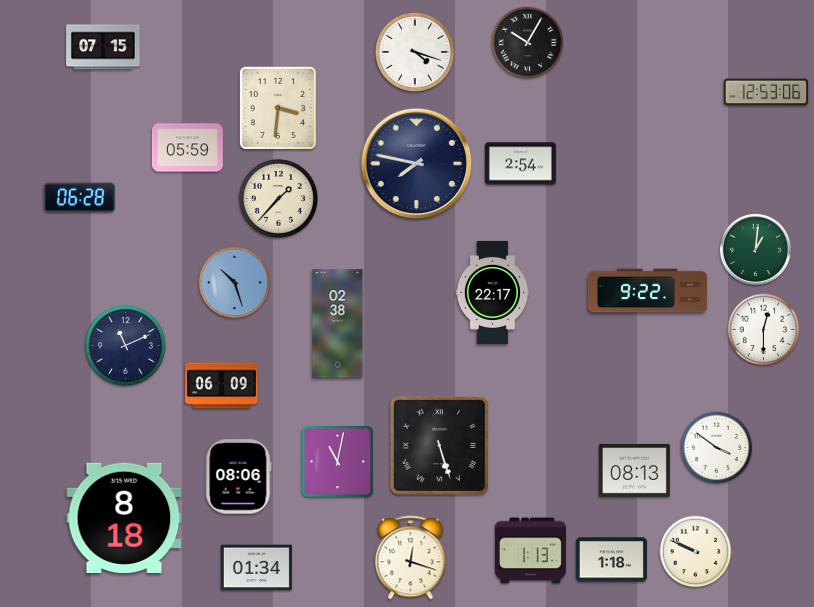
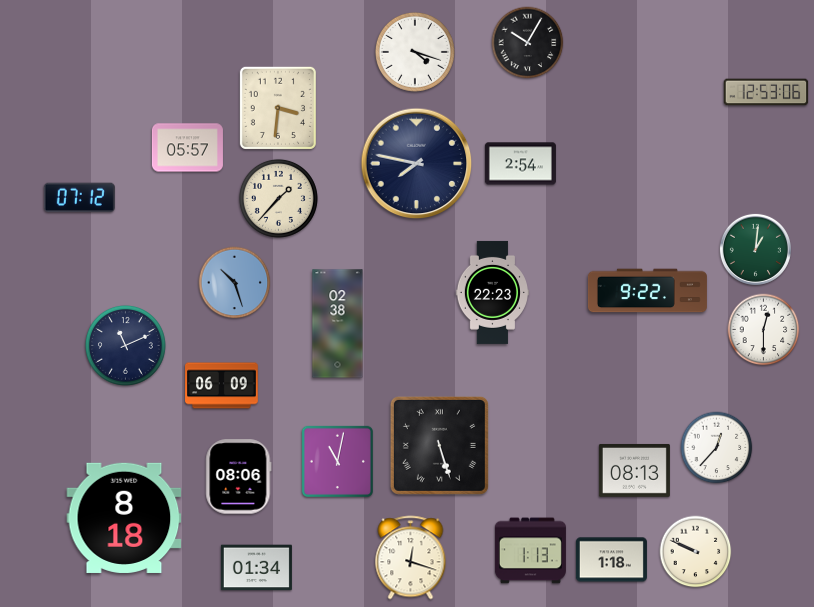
clock at (103, 47): 07:15 -> none
clock at (187, 148): 05:59 -> 05:57
clock at (79, 198): 06:28 -> 07:12
clock at (492, 292): 22:17 -> 22:23
clock at (717, 448): 3:51 -> 12:37
